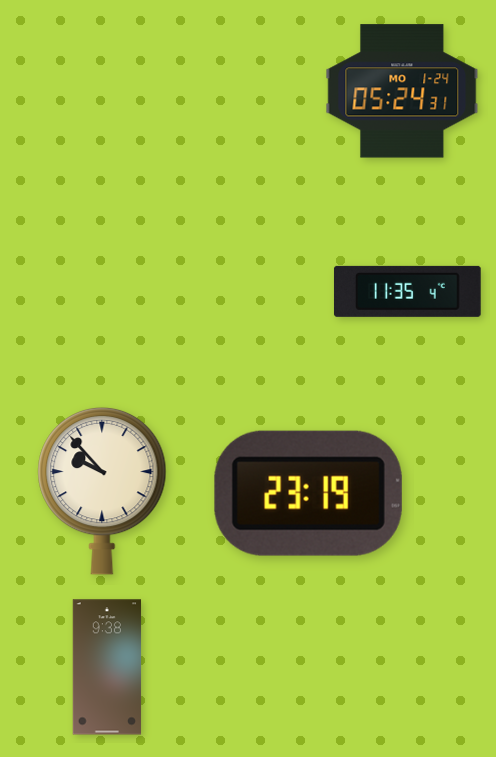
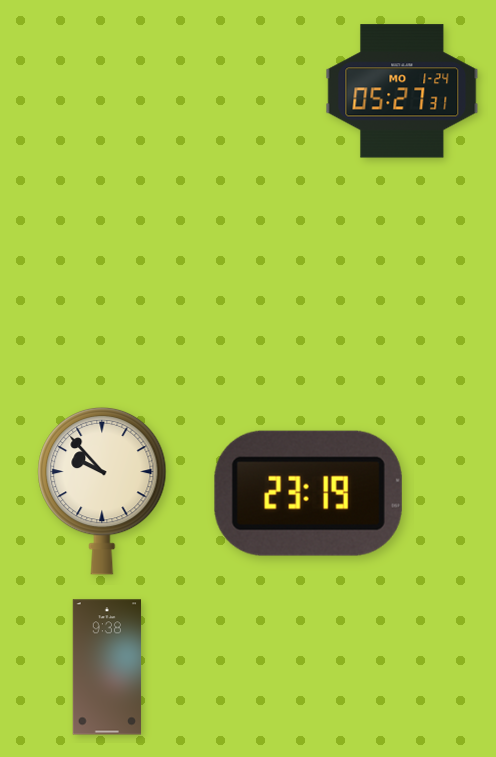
clock at (402, 91): 05:24 -> 05:27
clock at (407, 291): 11:35 -> none
